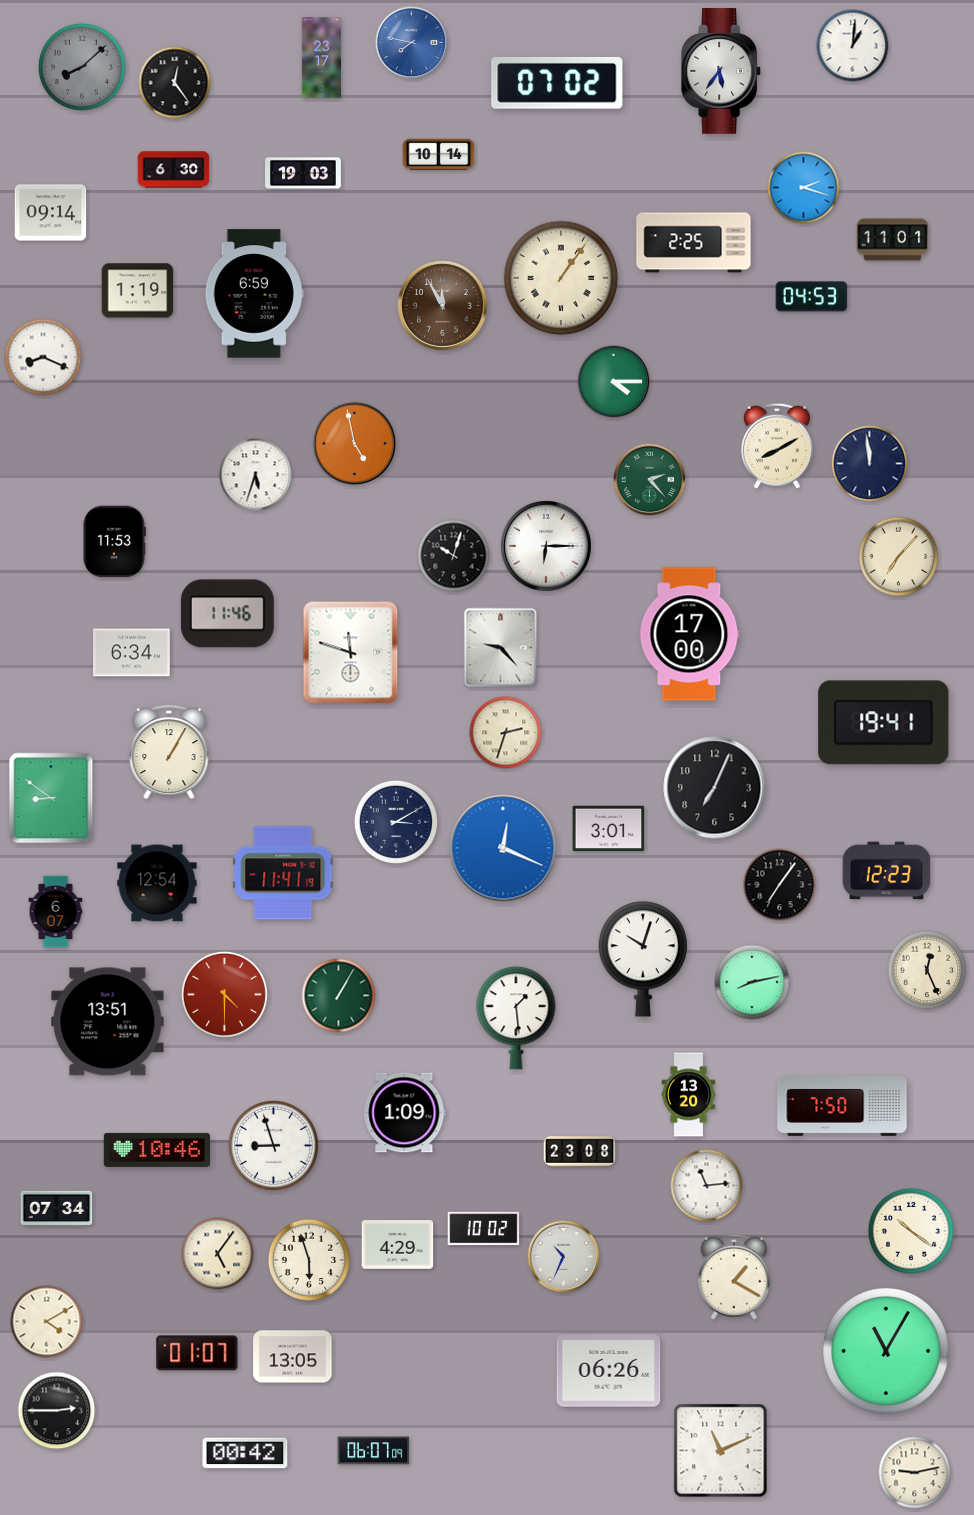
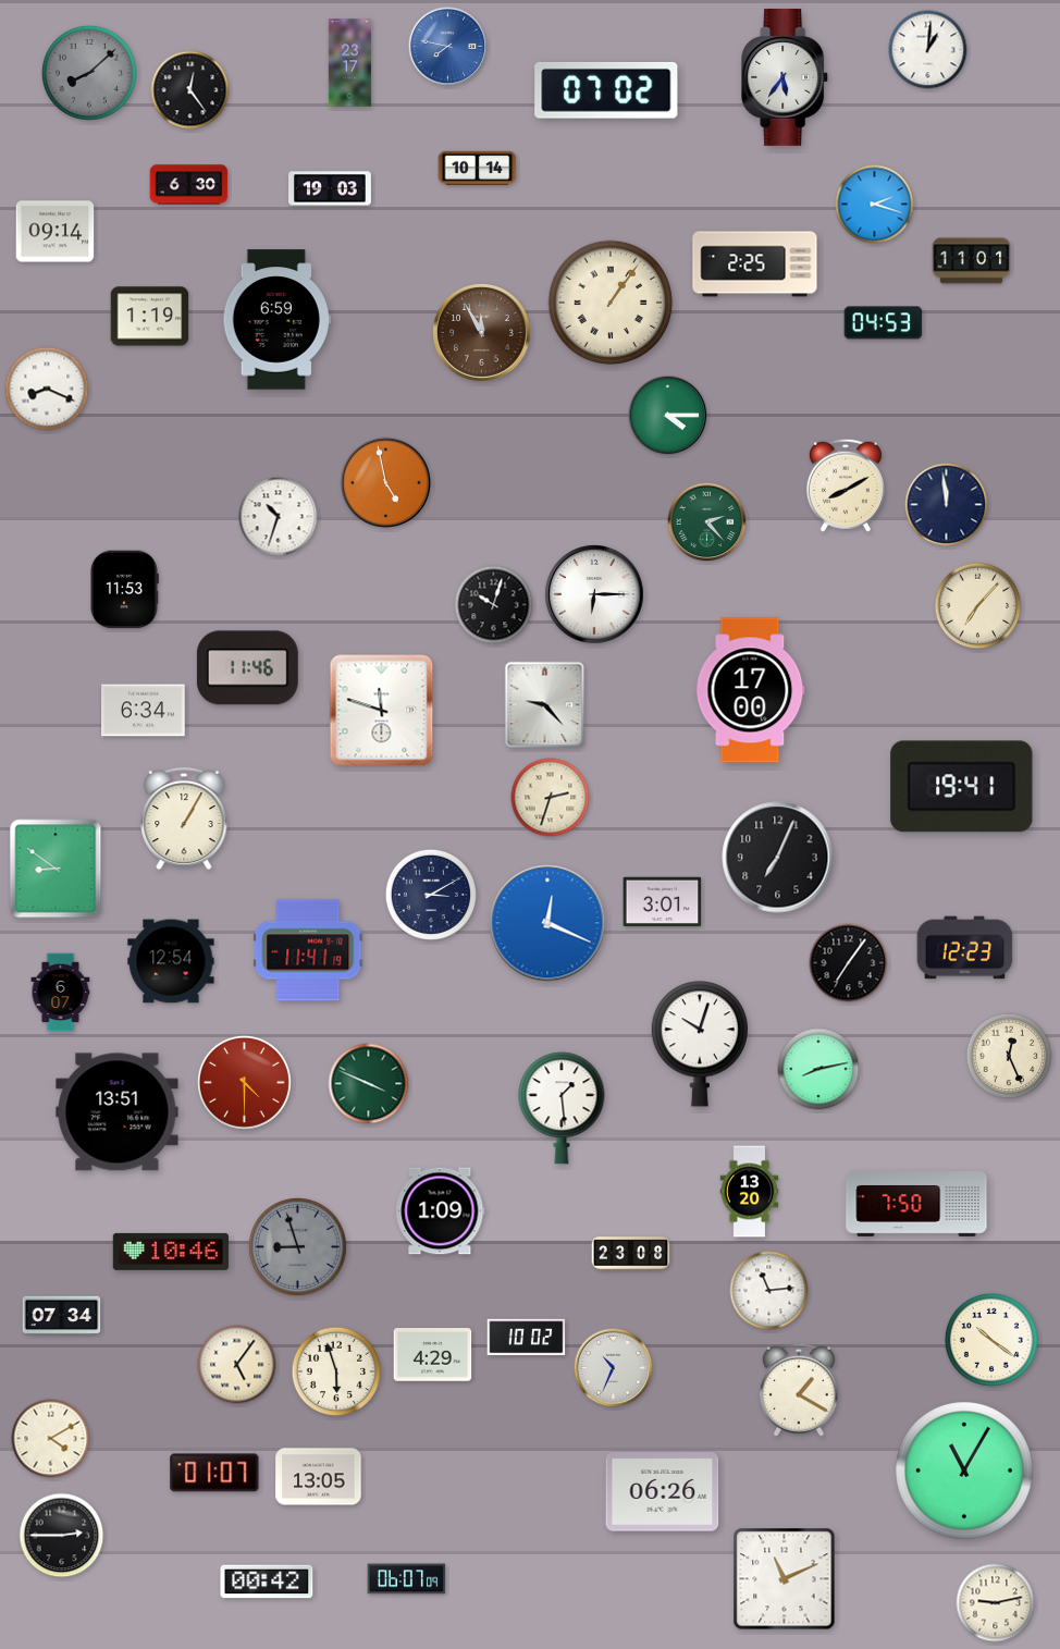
clock at (256, 475): 5:33 -> 10:33
clock at (339, 996): 1:05 -> 3:49
clock at (274, 1146) dial: white -> grey
